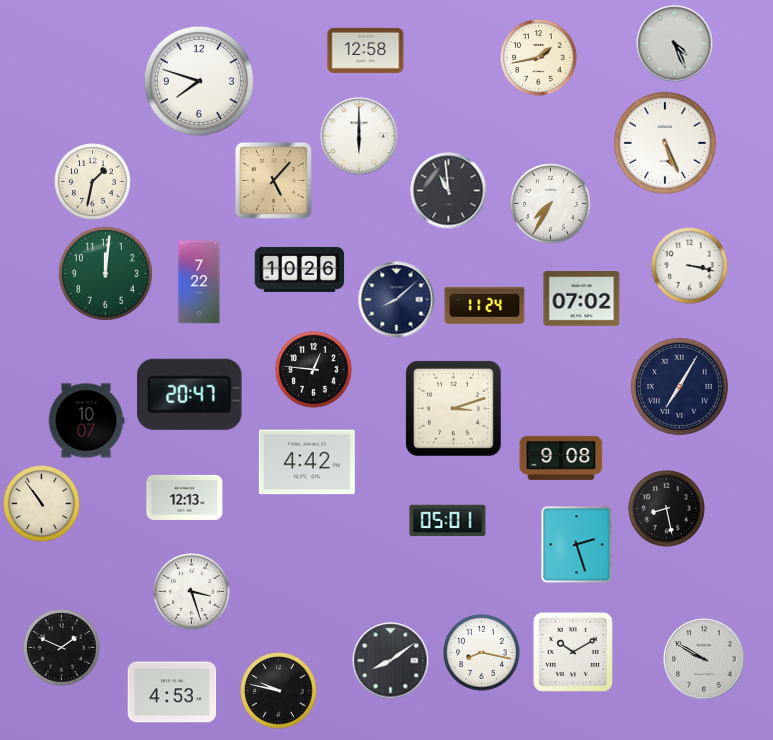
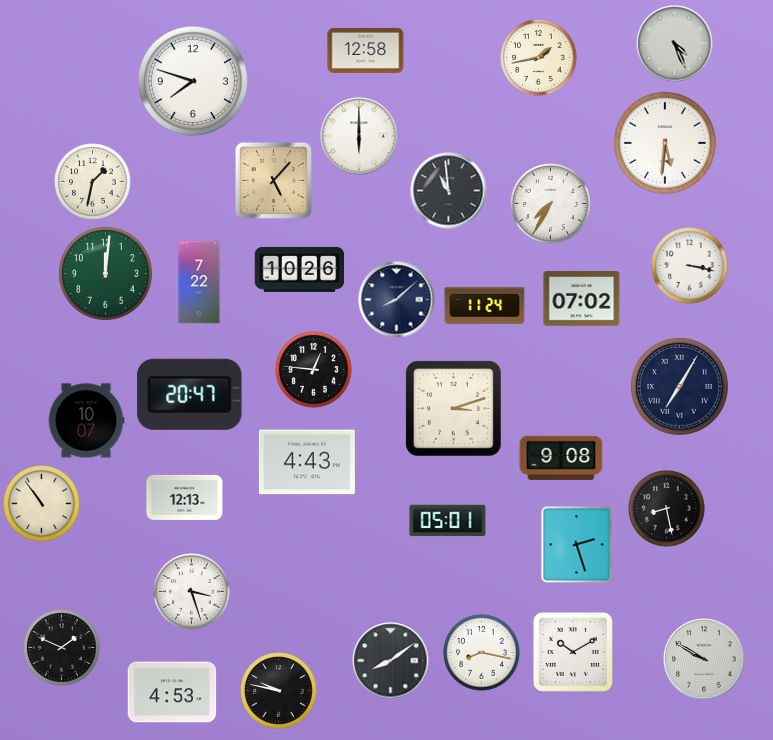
clock at (199, 81) position: (199, 81) -> (193, 81)
clock at (665, 143): 5:26 -> 5:31
clock at (307, 462): 4:42 -> 4:43
